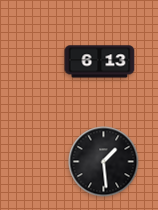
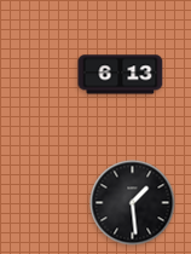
clock at (104, 162) position: (104, 162) -> (133, 203)
